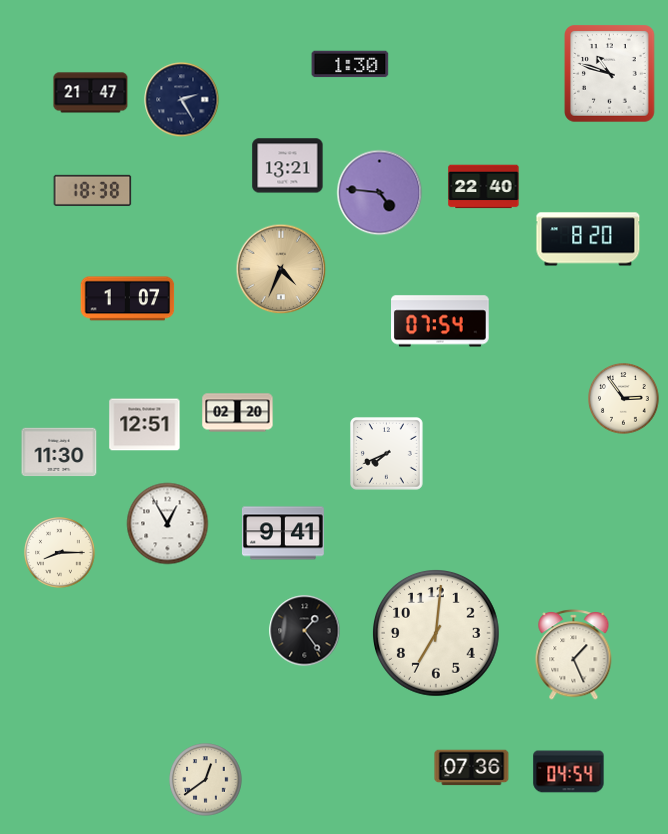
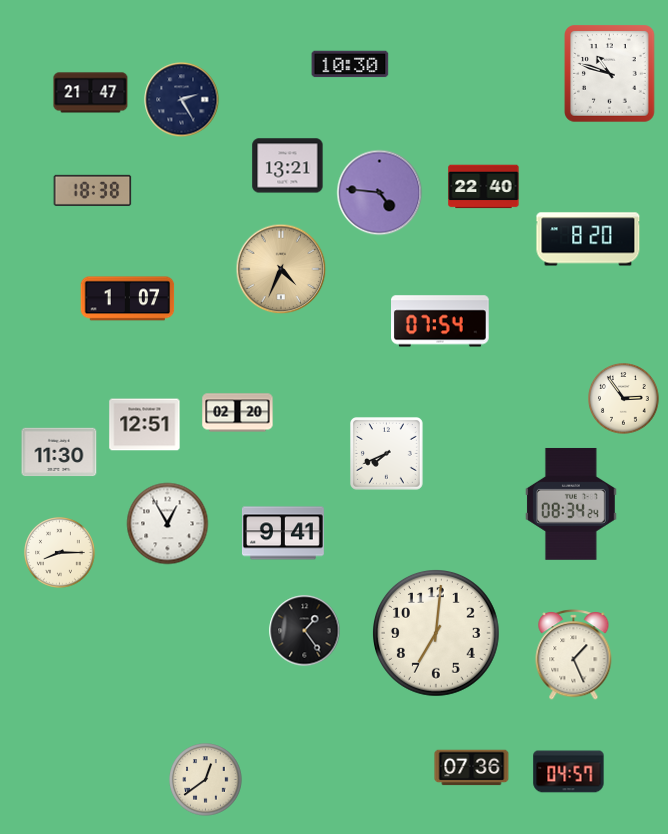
clock at (350, 64): 1:30 -> 10:30
clock at (571, 504): none -> 08:34
clock at (569, 772): 04:54 -> 04:57
